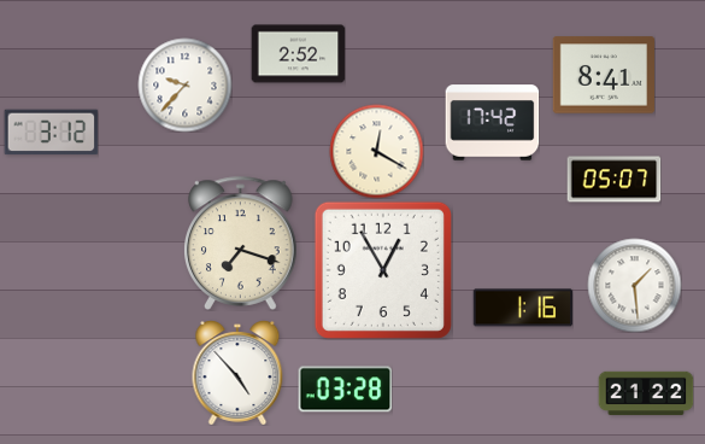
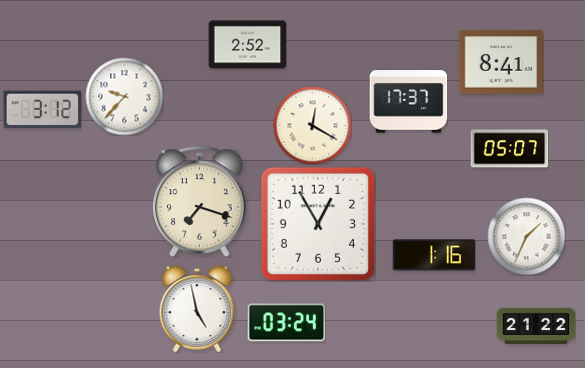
clock at (184, 84) position: (184, 84) -> (124, 96)
clock at (492, 123): 17:42 -> 17:37
clock at (634, 285): 1:29 -> 1:34
clock at (237, 373): 4:53 -> 4:58
clock at (345, 390): 03:28 -> 03:24
